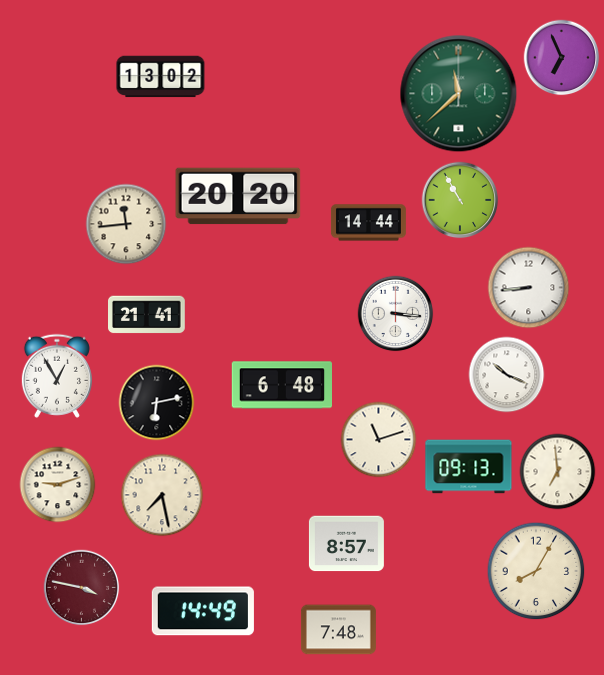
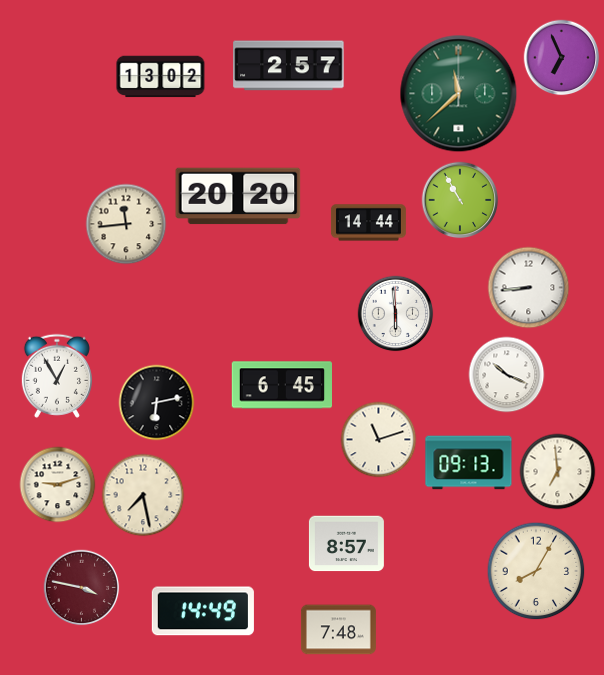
clock at (289, 66): none -> 2:57
clock at (396, 314): 3:16 -> 5:59
clock at (147, 315): 21:41 -> none
clock at (281, 385): 6:48 -> 6:45
clock at (469, 467) position: (469, 467) -> (469, 463)
clock at (162, 495) position: (162, 495) -> (143, 495)
